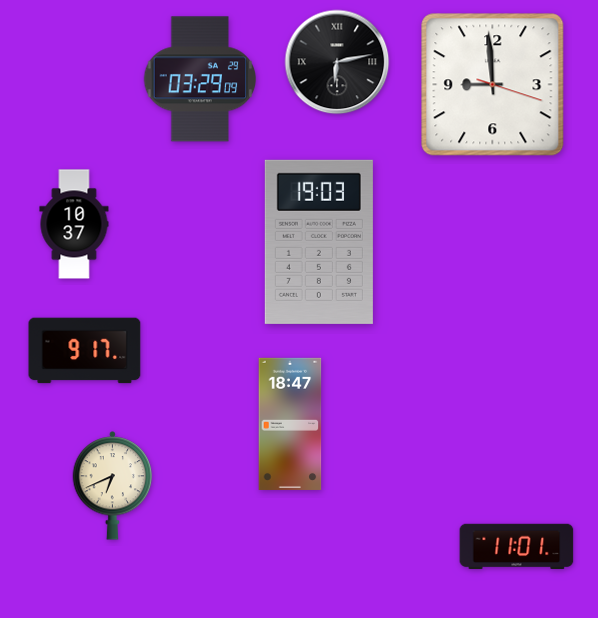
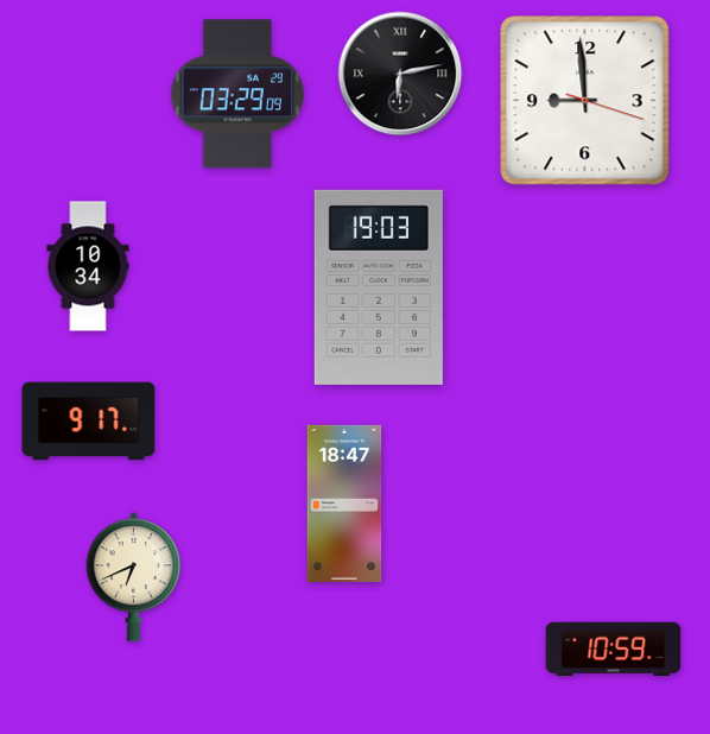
clock at (74, 224): 10:37 -> 10:34
clock at (85, 351) position: (85, 351) -> (89, 422)
clock at (517, 547): 11:01 -> 10:59
